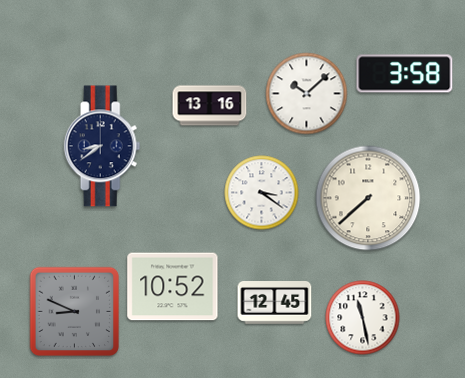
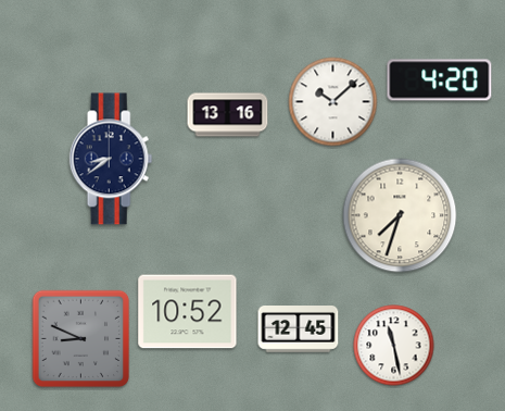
clock at (405, 74): 3:58 -> 4:20
clock at (262, 193): 3:21 -> none
clock at (368, 198): 7:38 -> 7:33
